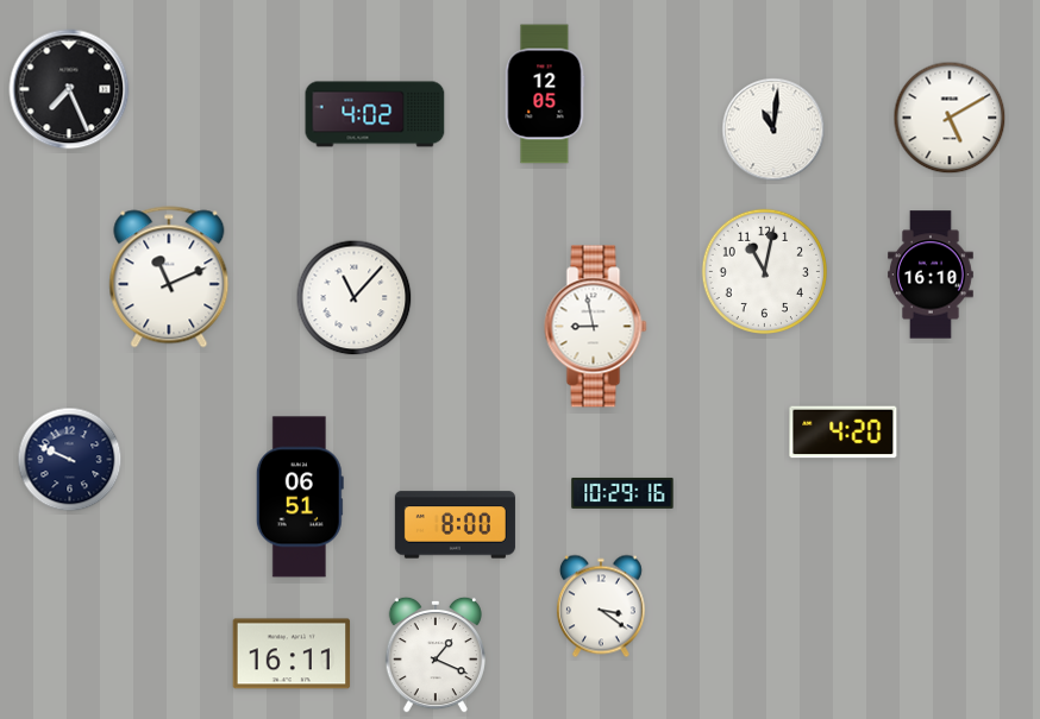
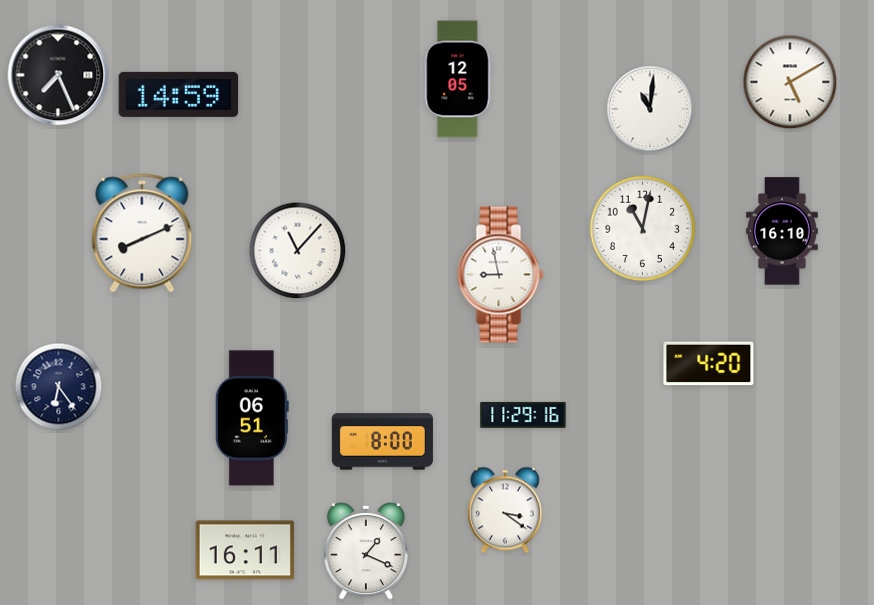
clock at (179, 94): none -> 14:59
clock at (375, 114): 4:02 -> none
clock at (950, 118) position: (950, 118) -> (790, 82)
clock at (169, 277): 11:11 -> 8:11
clock at (70, 460): 9:49 -> 6:24
clock at (622, 493): 10:29 -> 11:29
